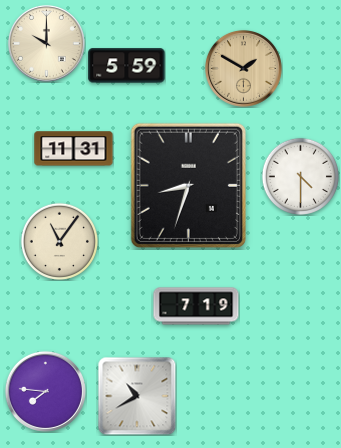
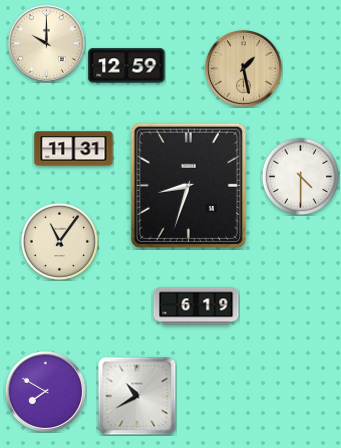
clock at (127, 66): 5:59 -> 12:59
clock at (243, 68): 1:50 -> 1:28
clock at (196, 306): 7:19 -> 6:19
clock at (45, 391): 7:46 -> 7:50
